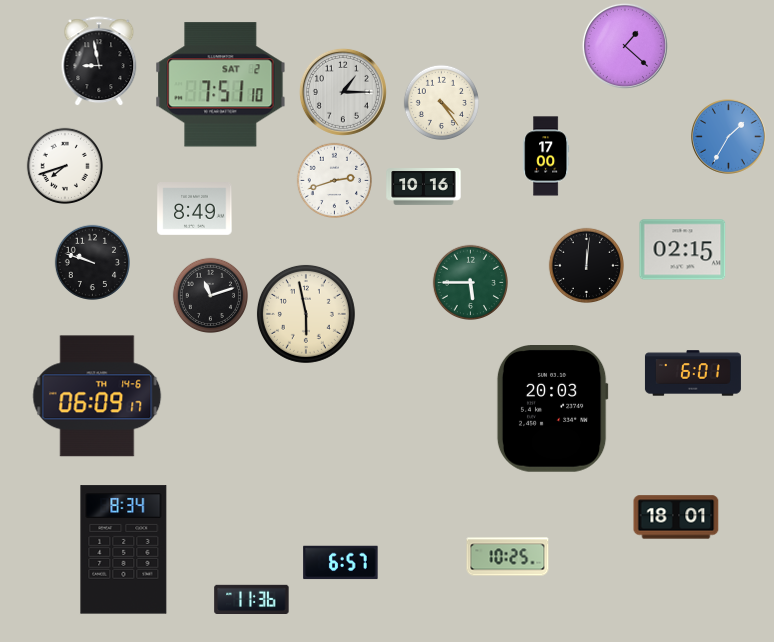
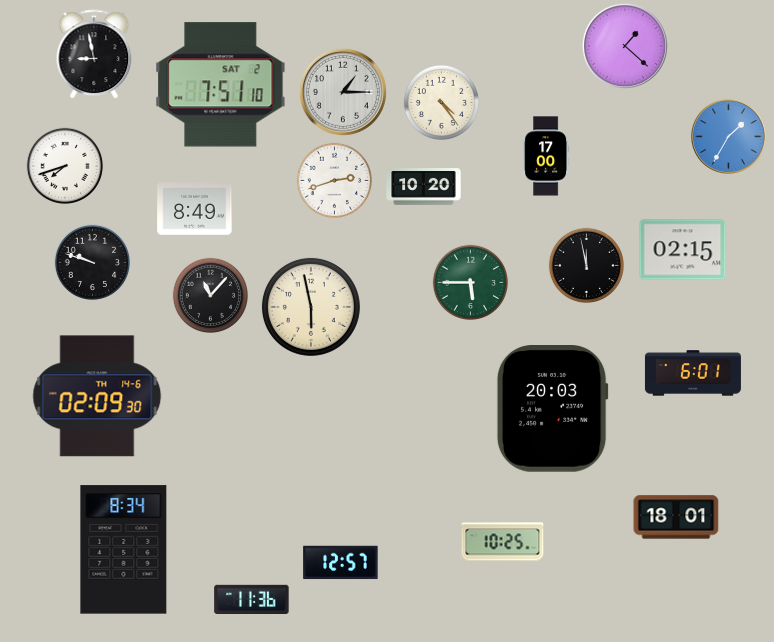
clock at (99, 62) position: (99, 62) -> (94, 55)
clock at (424, 187): 10:16 -> 10:20
clock at (586, 265): 12:01 -> 11:58
clock at (210, 295): 11:12 -> 11:07
clock at (306, 314) position: (306, 314) -> (311, 307)
clock at (97, 396): 06:09 -> 02:09
clock at (508, 557) position: (508, 557) -> (503, 542)
clock at (341, 563): 6:57 -> 12:57
